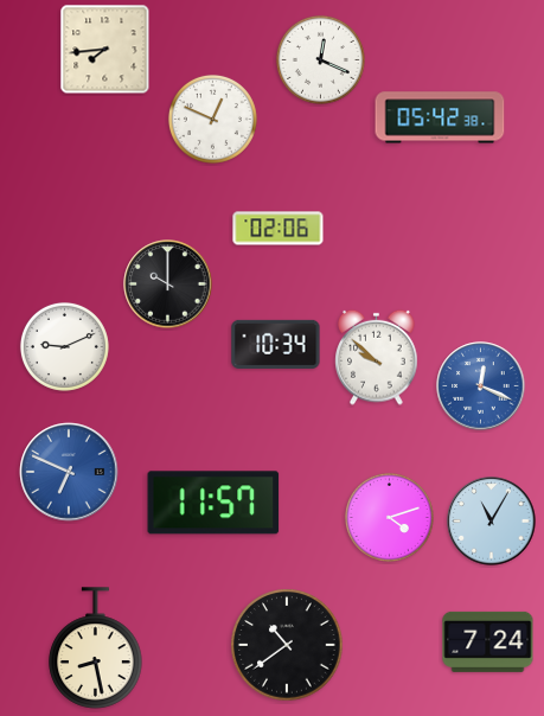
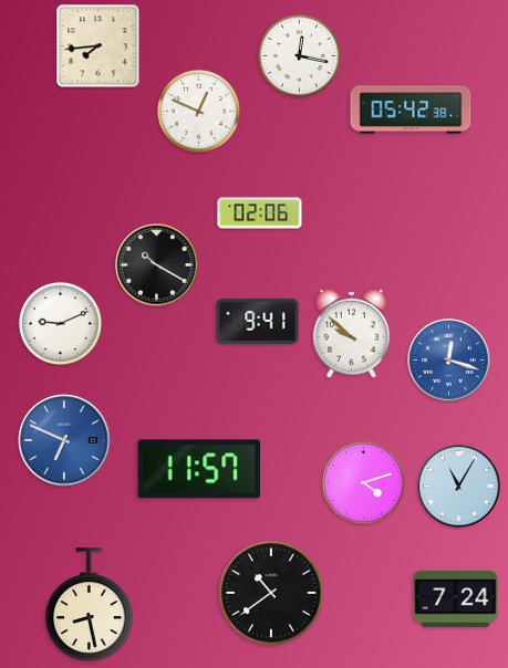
clock at (320, 59): 12:19 -> 12:17
clock at (168, 285): 10:00 -> 10:20
clock at (276, 344): 10:34 -> 9:41
clock at (481, 386): 12:19 -> 12:18
clock at (287, 645) position: (287, 645) -> (271, 593)
